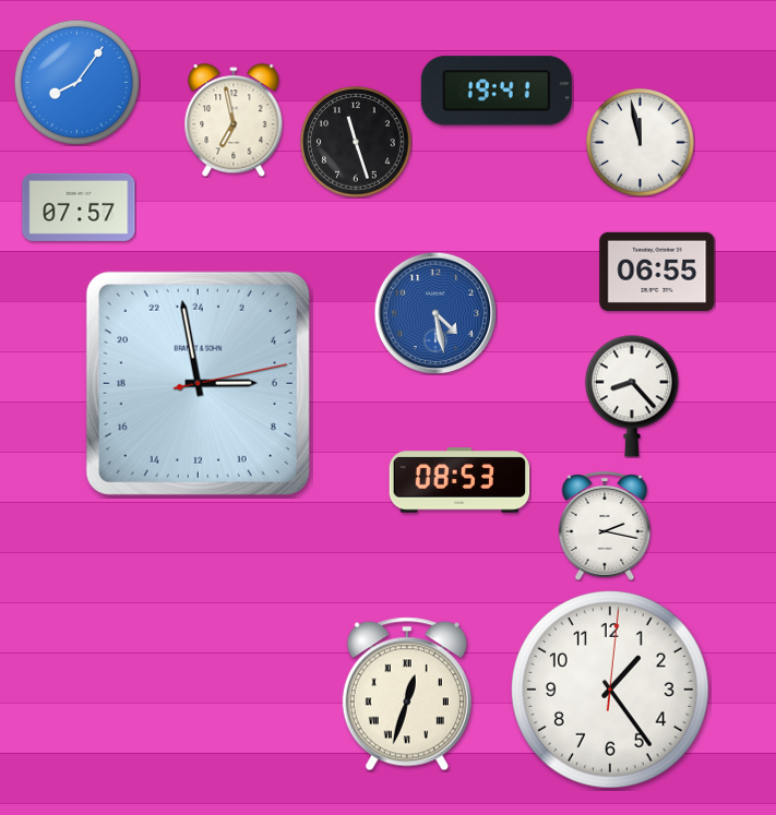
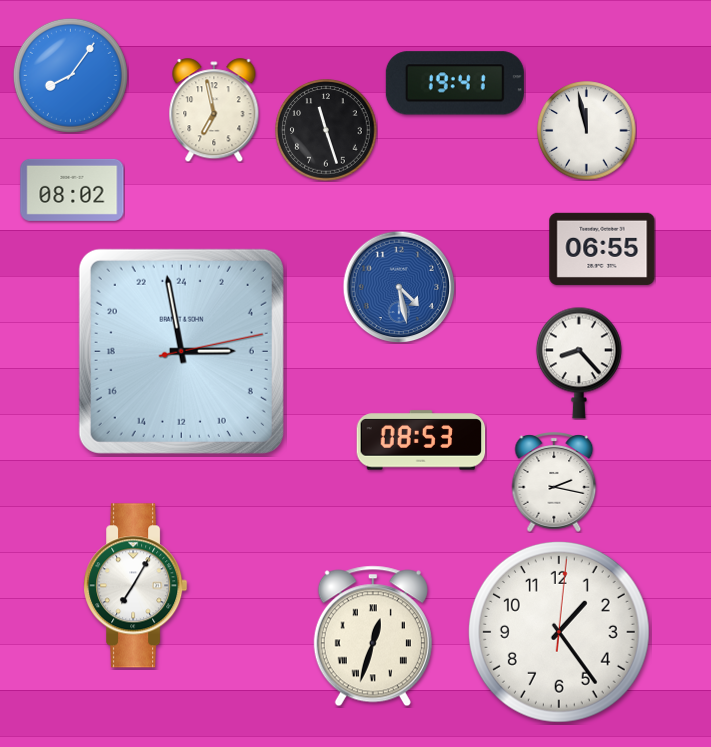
clock at (79, 207): 07:57 -> 08:02
clock at (136, 586): none -> 7:05
